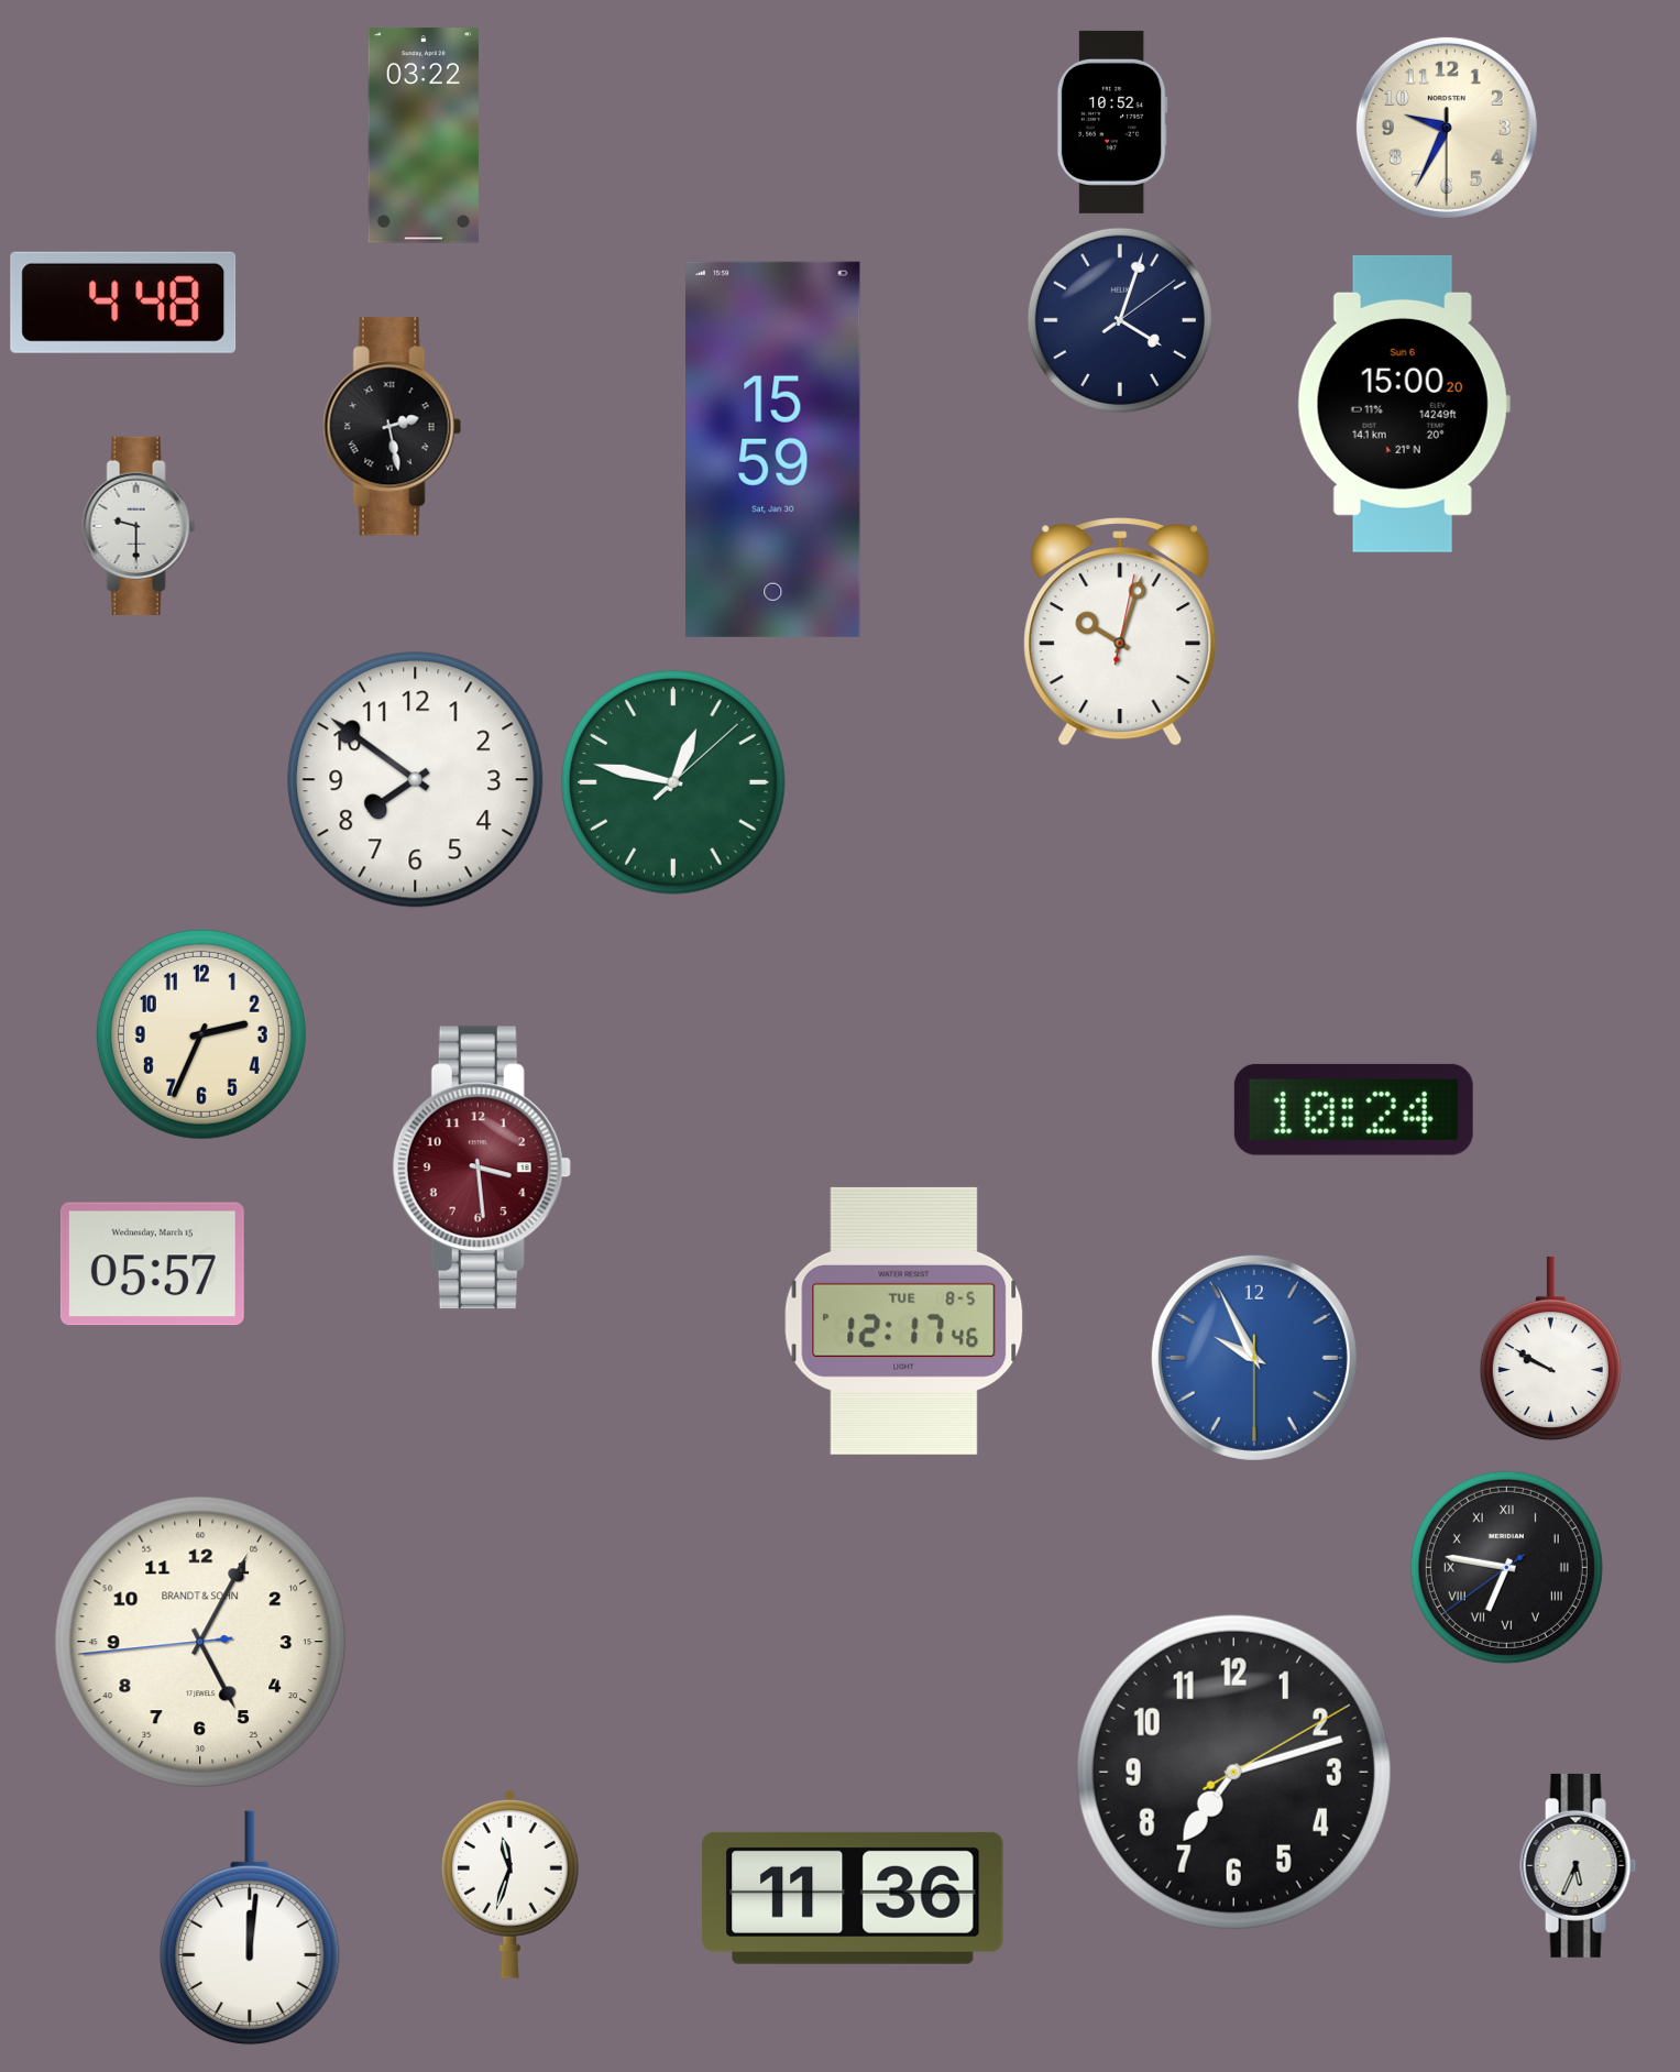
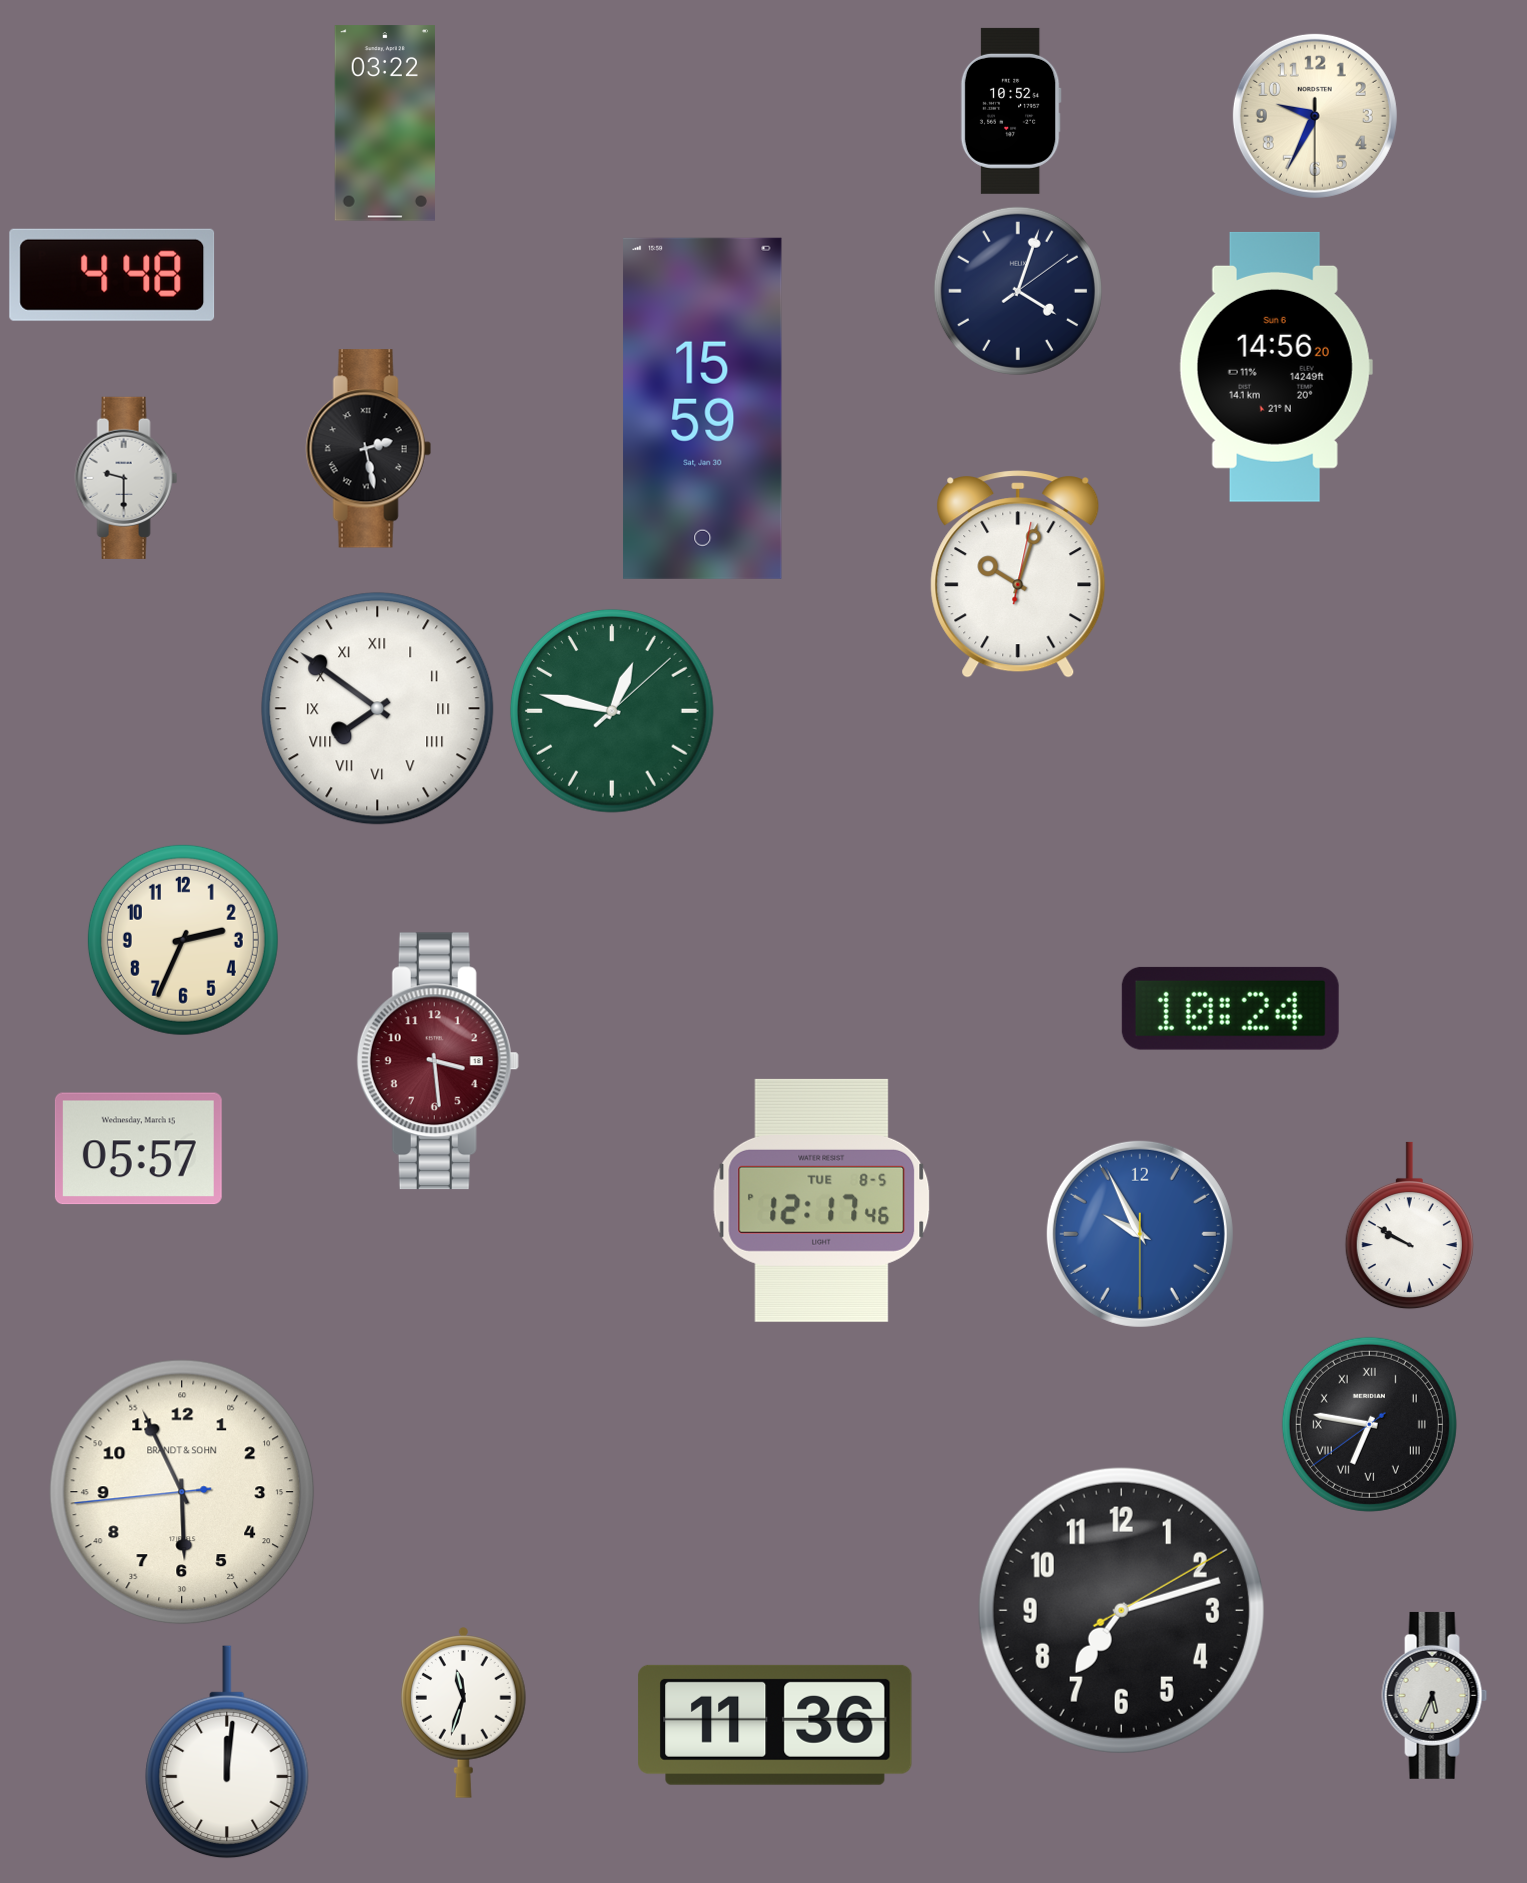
clock at (1404, 404): 15:00 -> 14:56
clock at (392, 427) position: (392, 427) -> (368, 449)
clock at (416, 780) numerals: Arabic -> Roman
clock at (200, 1642): 5:04 -> 5:55
